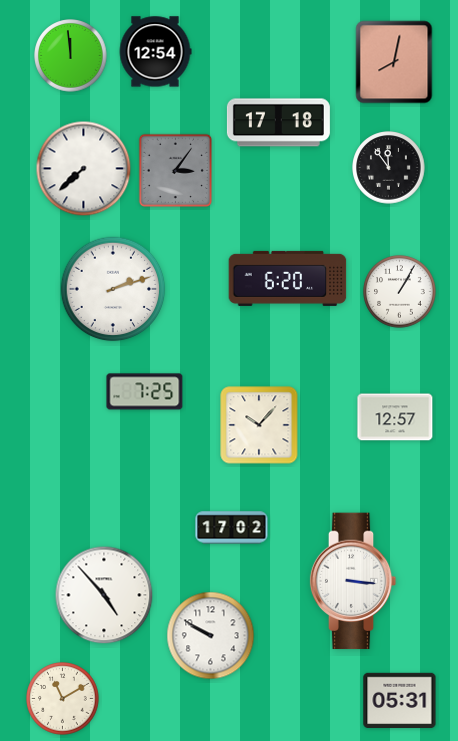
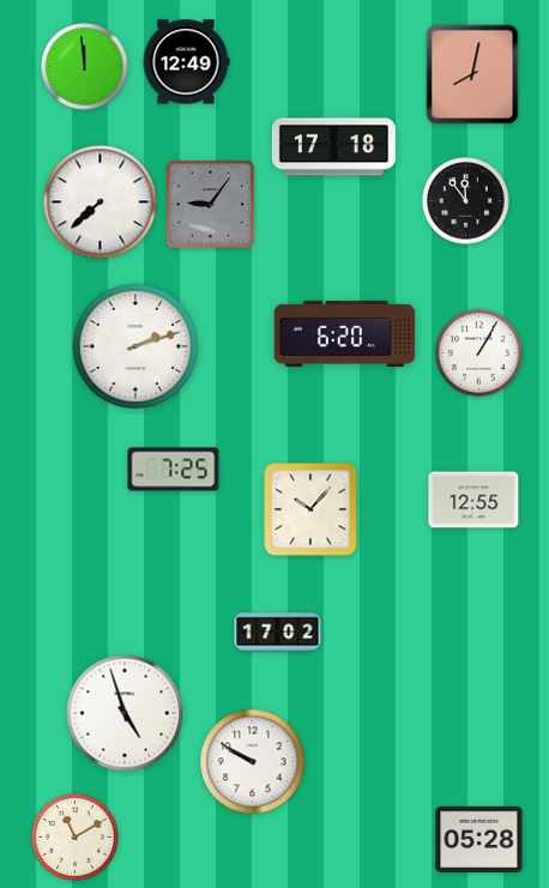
clock at (155, 52): 12:54 -> 12:49
clock at (176, 171): 3:06 -> 9:06
clock at (400, 292) position: (400, 292) -> (479, 354)
clock at (395, 417): 12:57 -> 12:55
clock at (353, 581): 3:16 -> none
clock at (104, 595): 4:53 -> 4:57
clock at (400, 700): 05:31 -> 05:28
